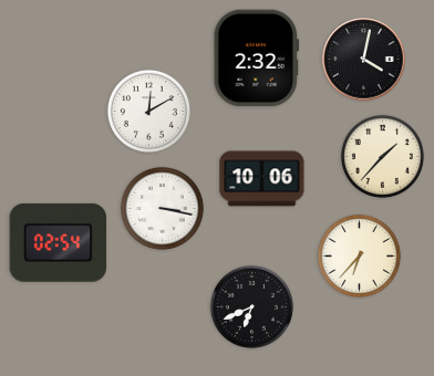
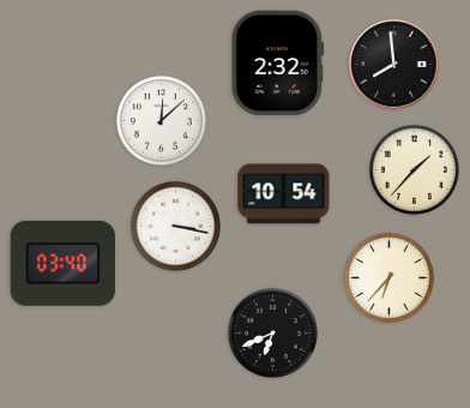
clock at (364, 60): 4:02 -> 7:59
clock at (148, 111): 12:10 -> 12:08
clock at (262, 179): 10:06 -> 10:54
clock at (59, 242): 02:54 -> 03:40
